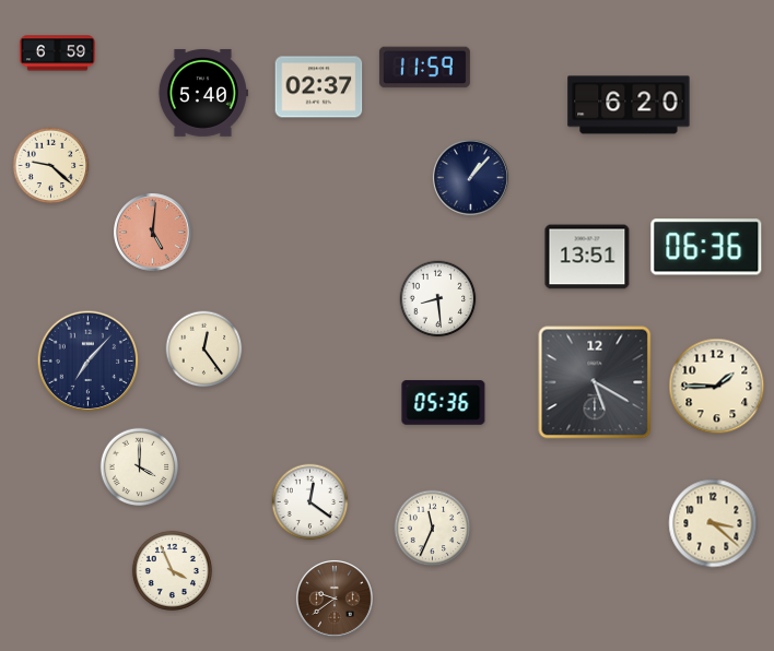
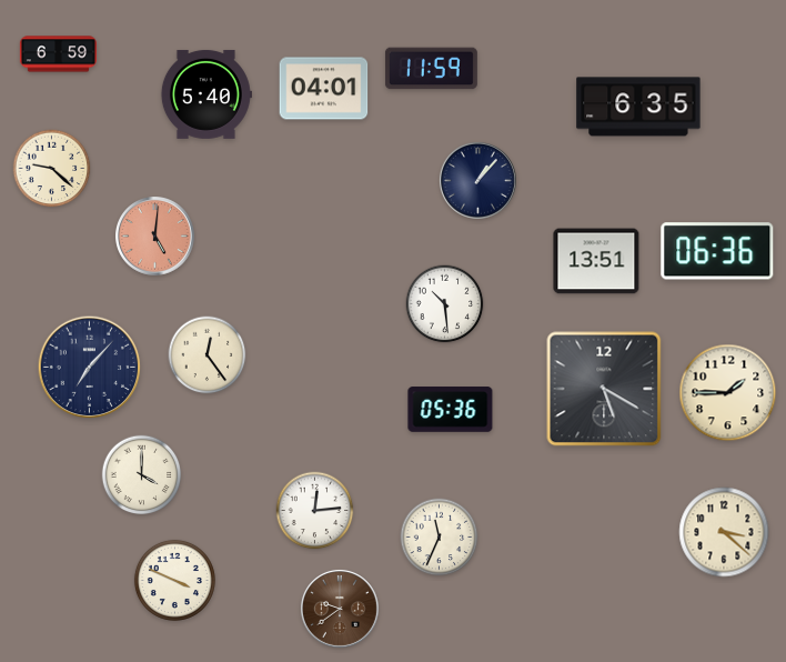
clock at (319, 87): 02:37 -> 04:01
clock at (629, 105): 6:20 -> 6:35
clock at (438, 299): 8:29 -> 10:29
clock at (310, 502): 12:21 -> 12:14
clock at (172, 570): 3:56 -> 3:49
